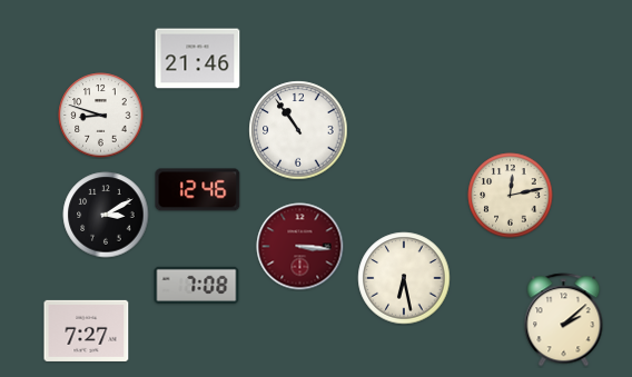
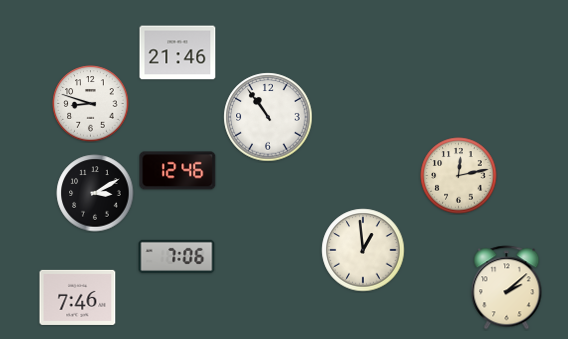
clock at (300, 247): 3:16 -> none
clock at (404, 278): 6:28 -> 12:59
clock at (197, 285): 7:08 -> 7:06
clock at (87, 330): 7:27 -> 7:46
